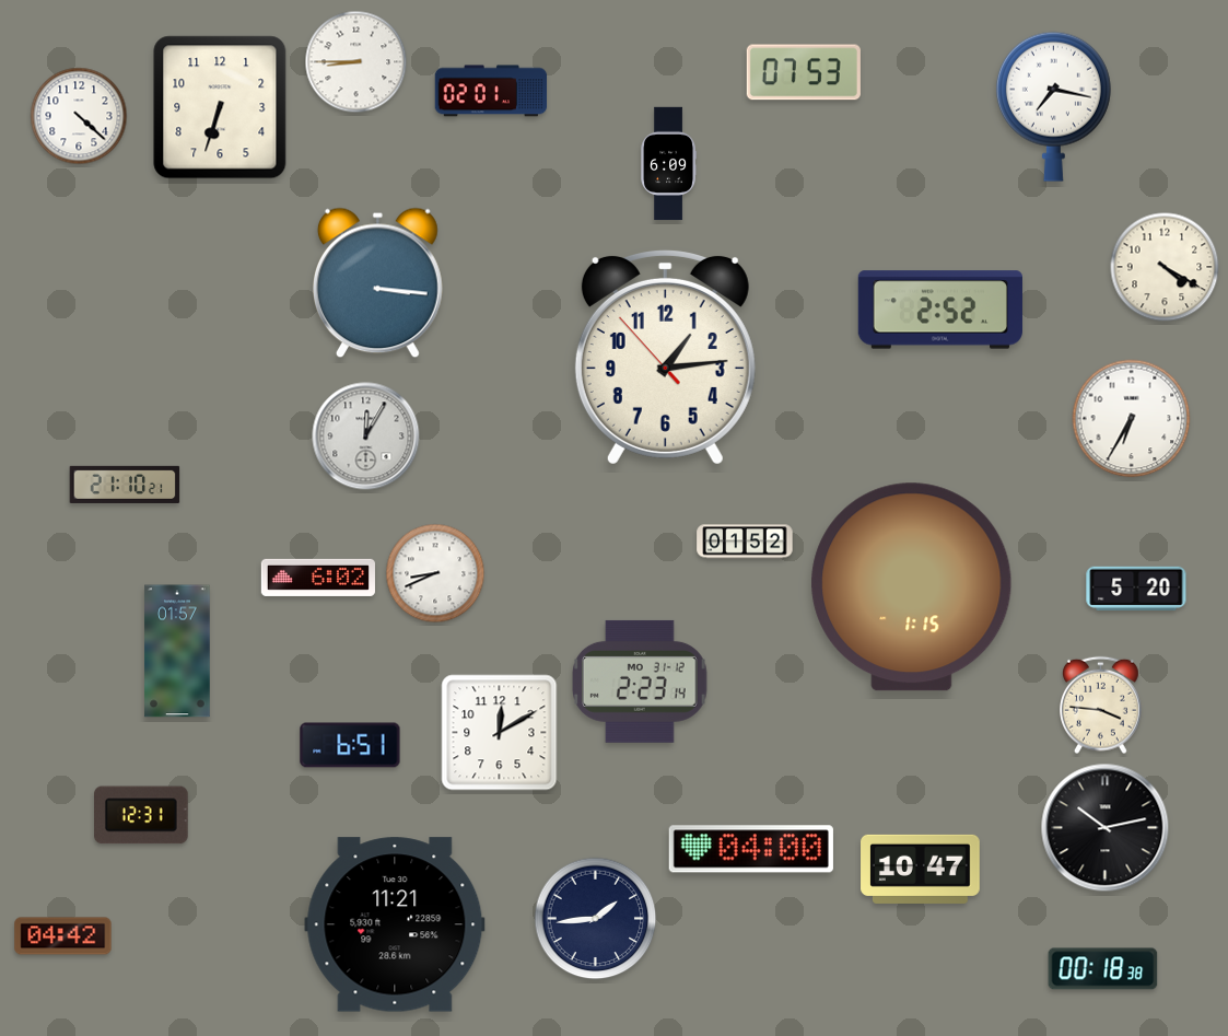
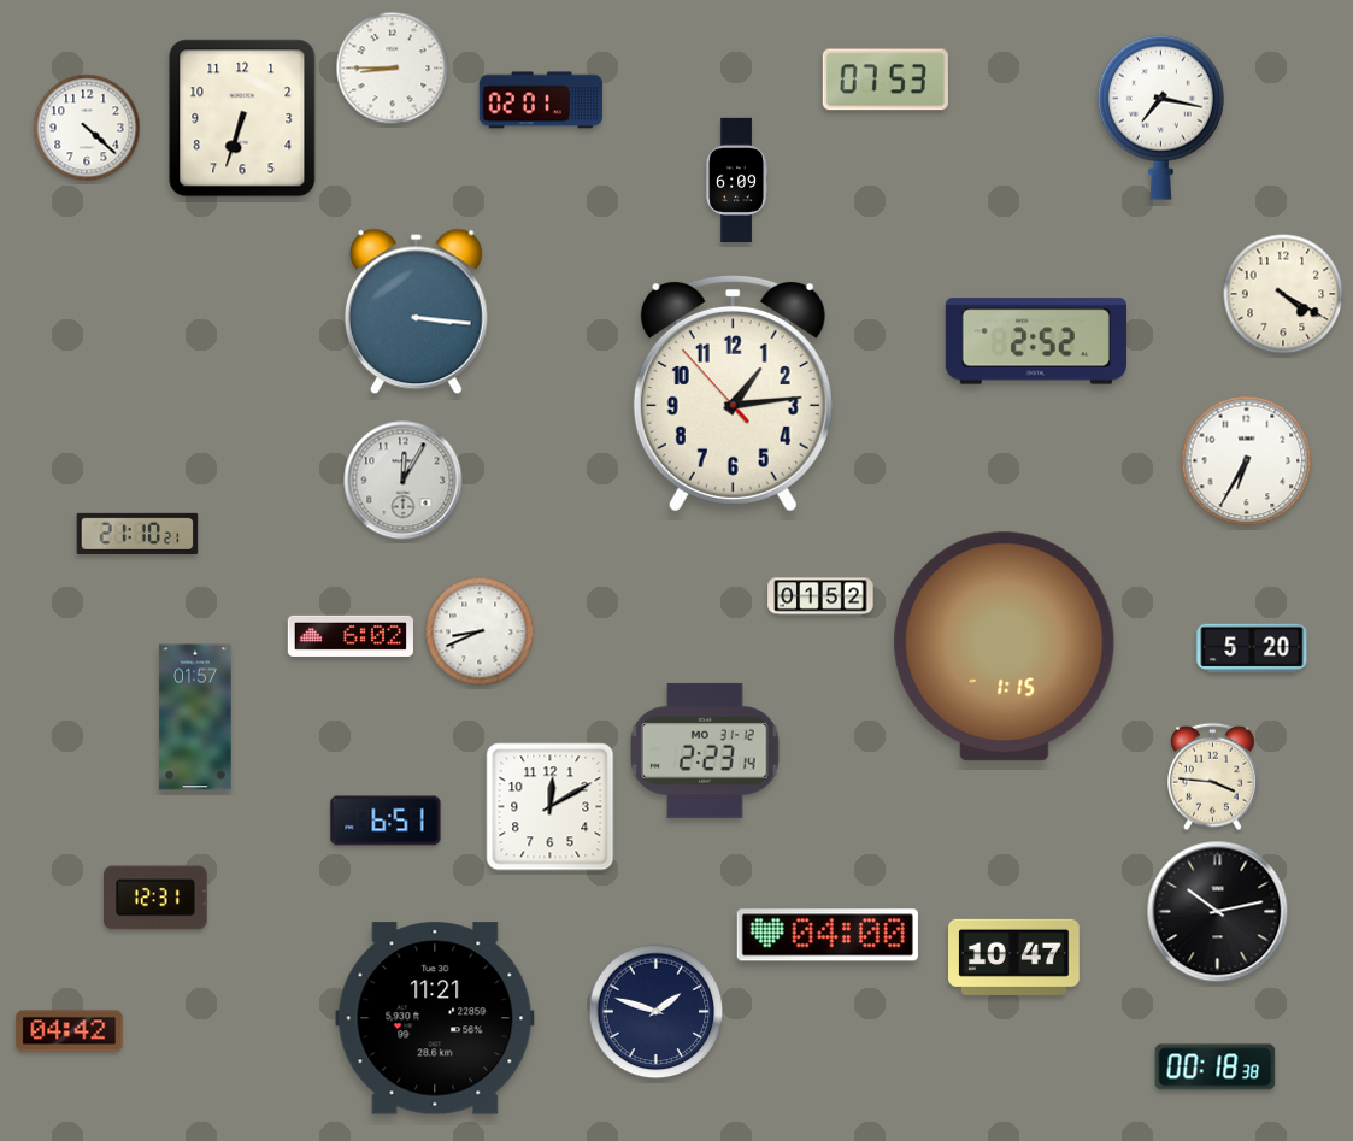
clock at (596, 919): 1:44 -> 1:48
